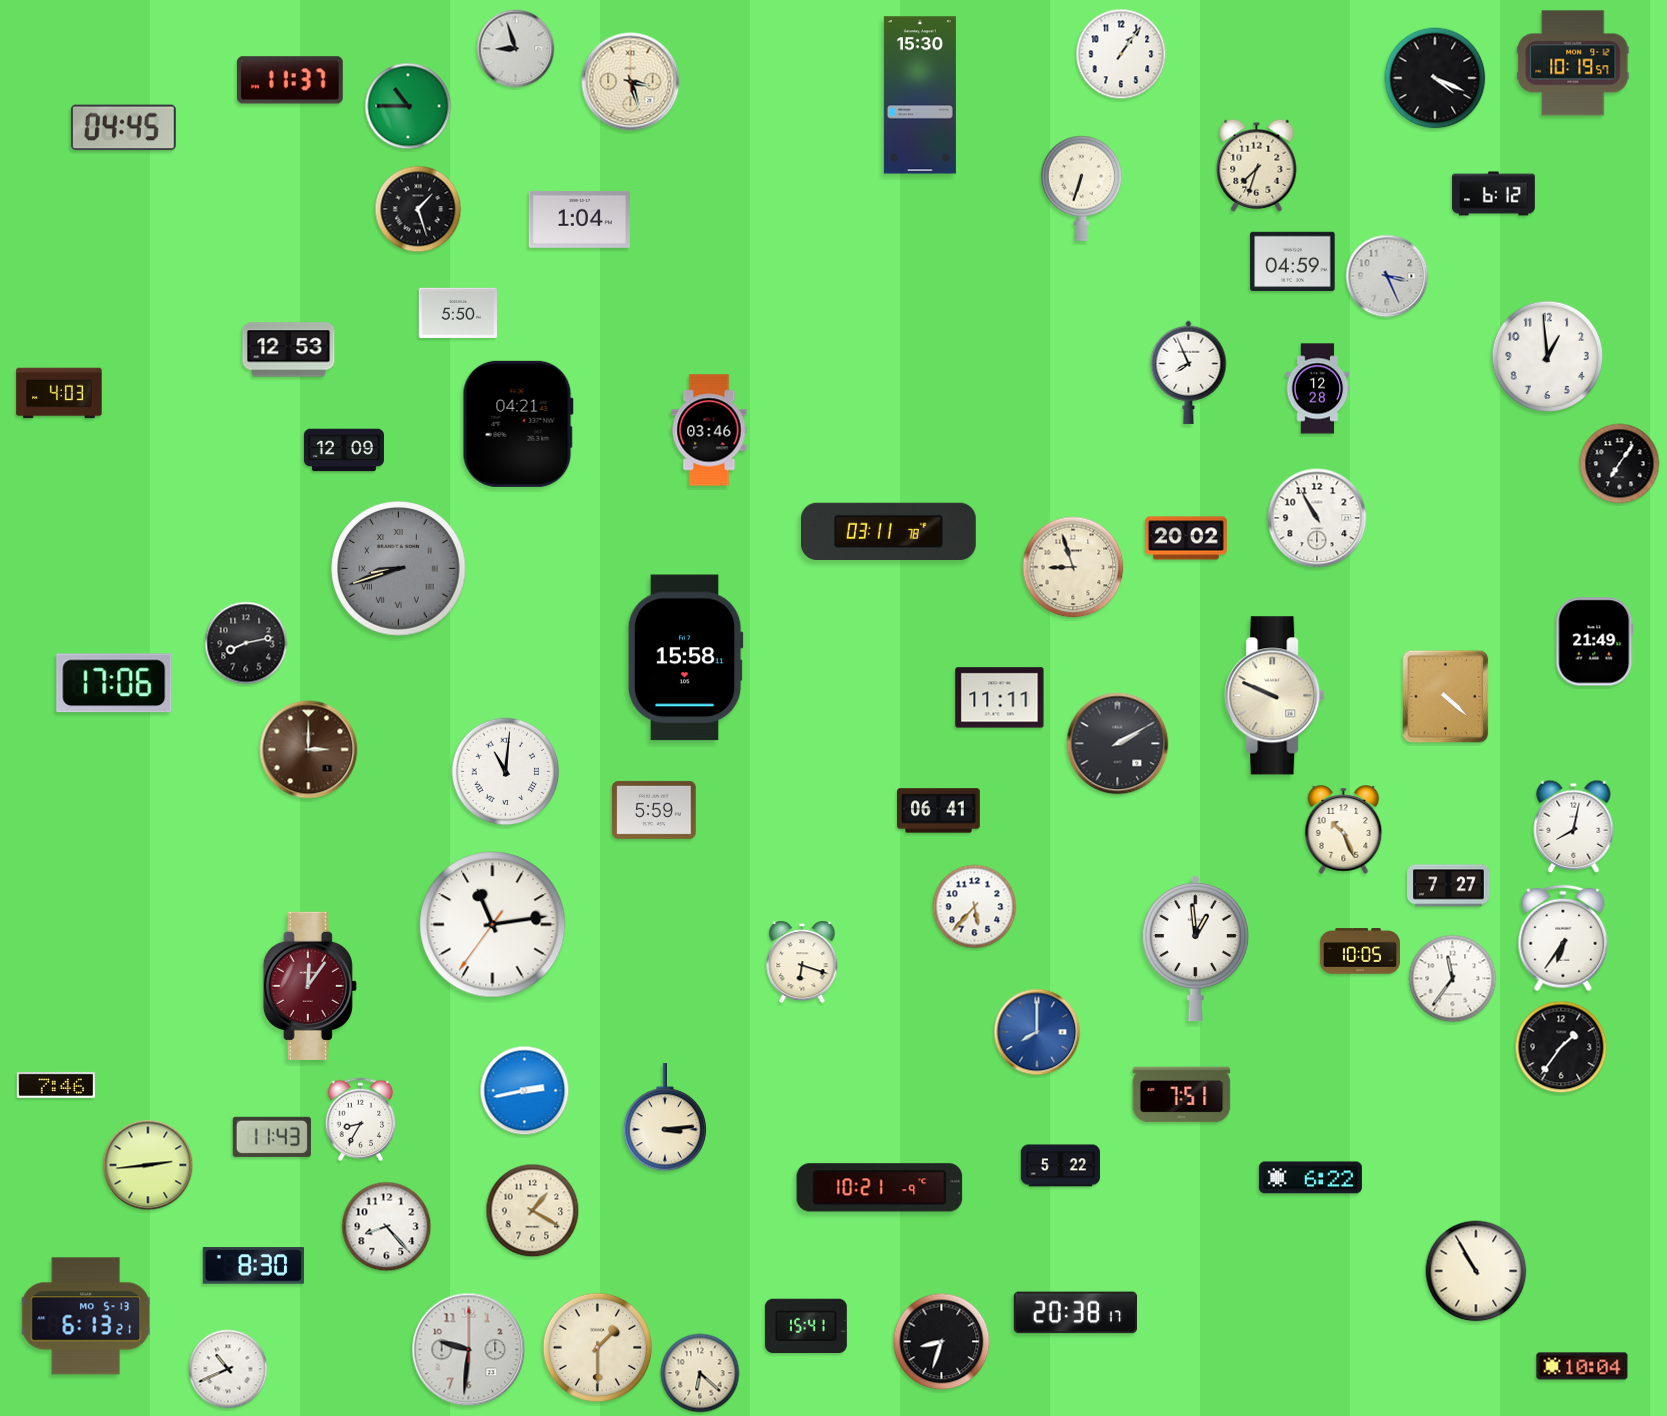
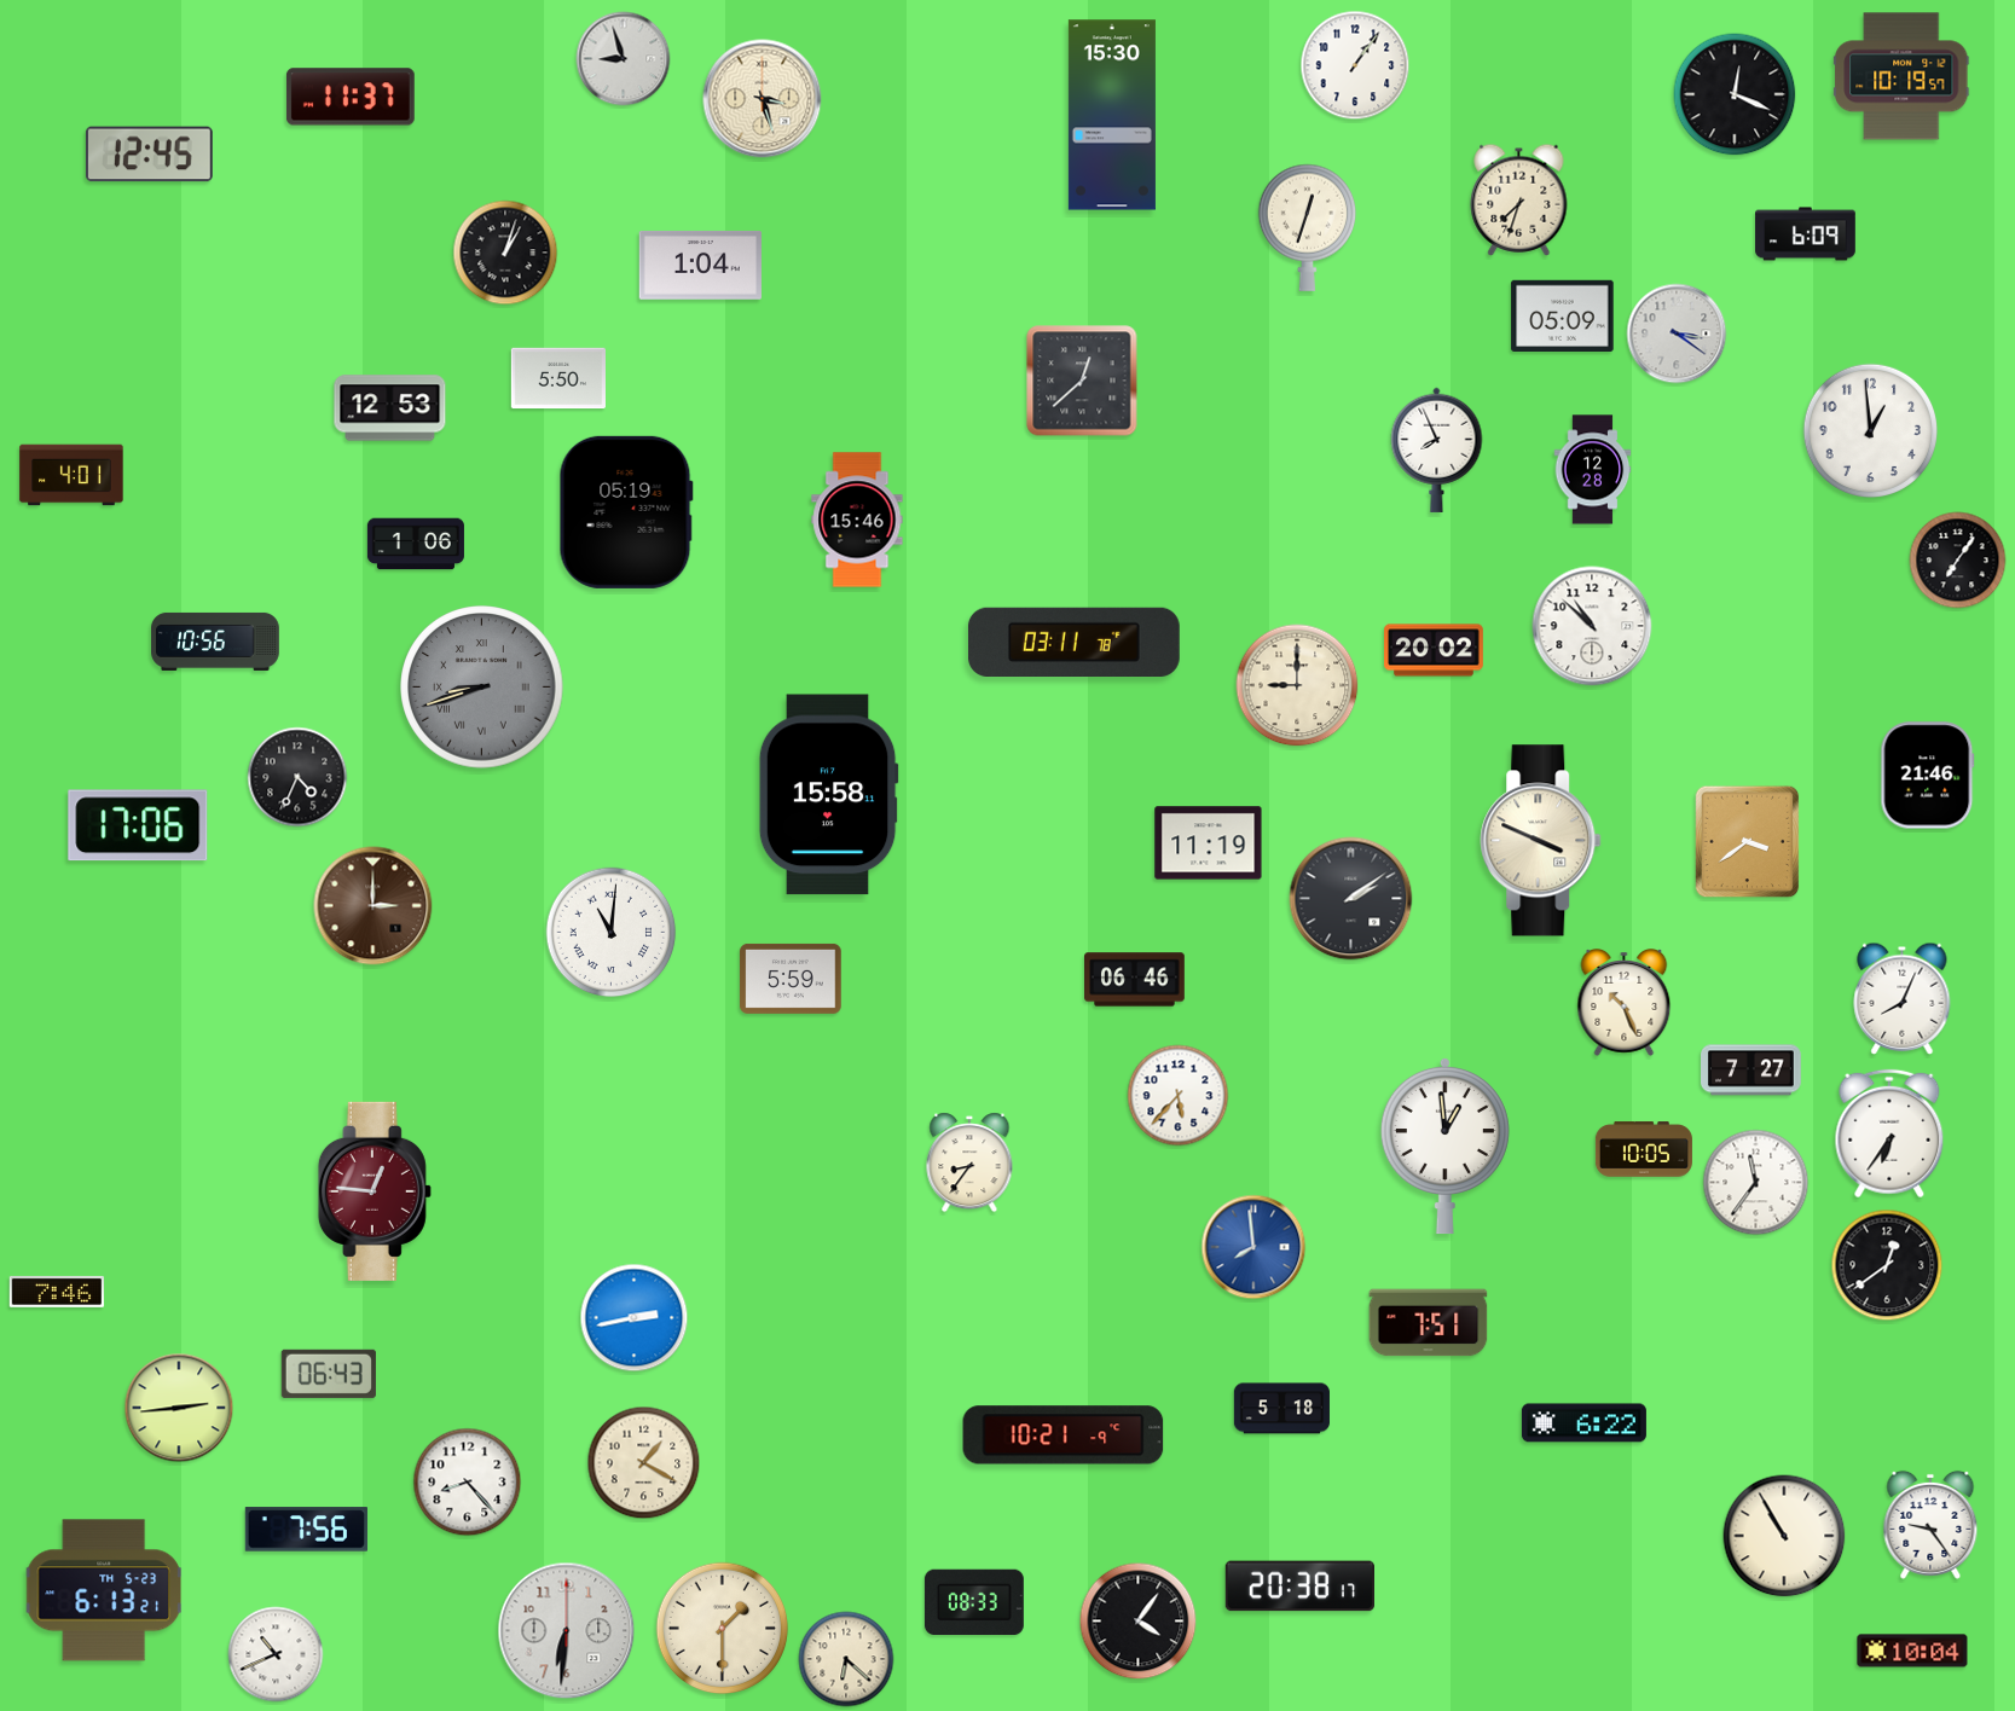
clock at (1435, 78): 4:19 -> 12:19
clock at (408, 106): 10:45 -> none
clock at (123, 128): 04:45 -> 12:45
clock at (1082, 188): 6:33 -> 12:33
clock at (1494, 194): 6:12 -> 6:09
clock at (418, 209): 1:27 -> 1:03
clock at (1293, 261): 04:59 -> 05:09
clock at (1387, 276): 3:26 -> 3:21
clock at (457, 313) position: (457, 313) -> (557, 378)
clock at (1082, 381): none -> 12:38
clock at (289, 350) position: (289, 350) -> (390, 408)
clock at (59, 393): 4:03 -> 4:01
clock at (518, 424): 04:21 -> 05:19
clock at (709, 430): 03:46 -> 15:46
clock at (344, 450): 12:09 -> 1:06
clock at (1317, 518): 10:55 -> 10:52
clock at (215, 642): none -> 10:56
clock at (1073, 567): 8:57 -> 9:00
clock at (1595, 642): 21:49 -> 21:46
clock at (246, 643): 8:13 -> 4:34
clock at (1275, 696): 9:49 -> 3:49
clock at (1446, 697): 4:22 -> 3:39
clock at (1000, 698): 11:11 -> 11:19
clock at (1118, 744): 2:10 -> 2:09
clock at (939, 811): 06:41 -> 06:46
clock at (1574, 826): 8:02 -> 8:04
clock at (493, 925): 11:13 -> none
clock at (802, 962): 6:18 -> 8:36
clock at (310, 986): 12:06 -> 12:46
clock at (1037, 1032): 8:00 -> 7:59
clock at (1561, 1047): 1:36 -> 12:39
clock at (56, 1085) position: (56, 1085) -> (57, 1292)
clock at (664, 1118): 3:14 -> none
clock at (361, 1120): 8:35 -> none
clock at (272, 1137): 11:43 -> 06:43
clock at (1060, 1166): 5:22 -> 5:18
clock at (1930, 1525): none -> 9:24
clock at (253, 1266): 8:30 -> 7:56
clock at (86, 1316) date: MO 5-13 -> TH 5-23
clock at (806, 1326): 15:41 -> 08:33
clock at (942, 1342): 8:33 -> 4:06
clock at (469, 1350): 9:31 -> 6:31
